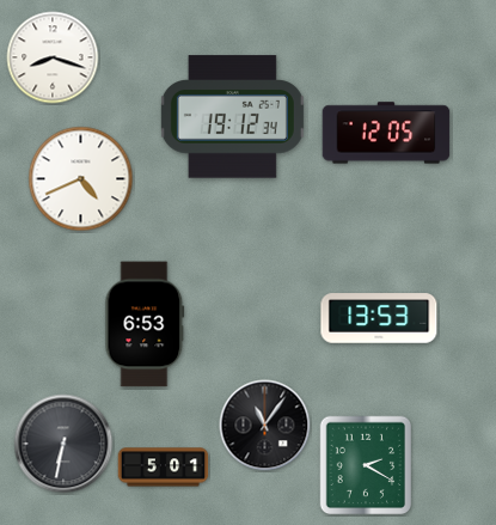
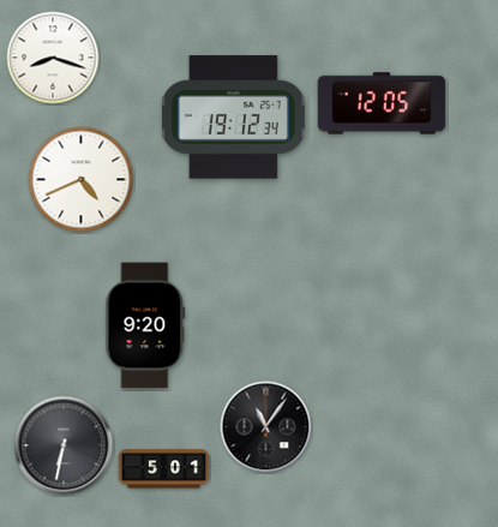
clock at (386, 133) position: (386, 133) -> (382, 103)
clock at (379, 318): 13:53 -> none
clock at (145, 324): 6:53 -> 9:20
clock at (366, 465): 2:20 -> none
